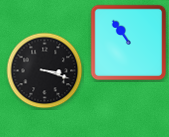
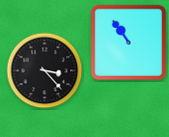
clock at (45, 71): 3:18 -> 3:23
